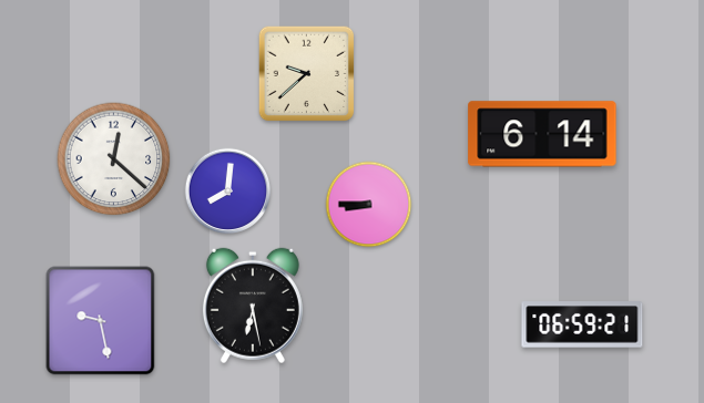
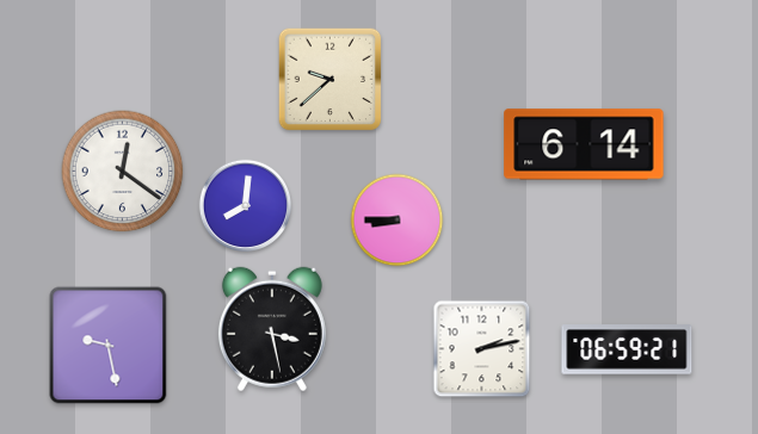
clock at (114, 159): 12:22 -> 12:21
clock at (253, 306): 6:28 -> 3:28
clock at (482, 349): none -> 2:13
